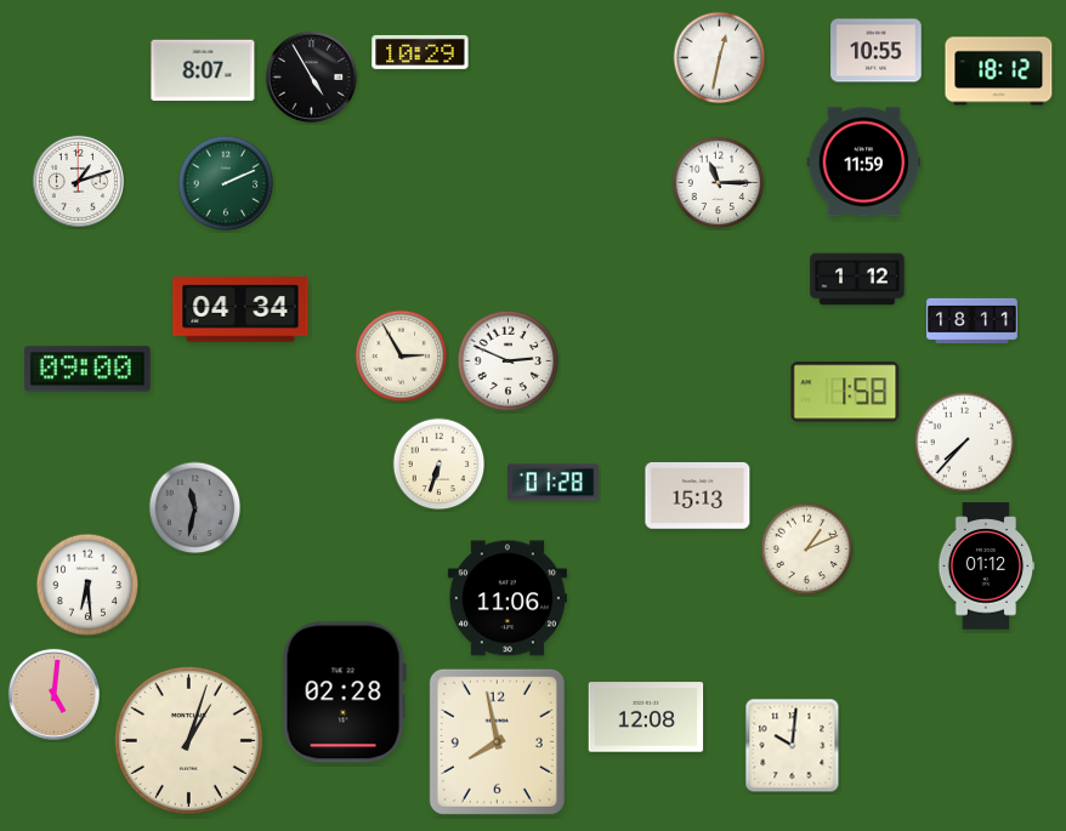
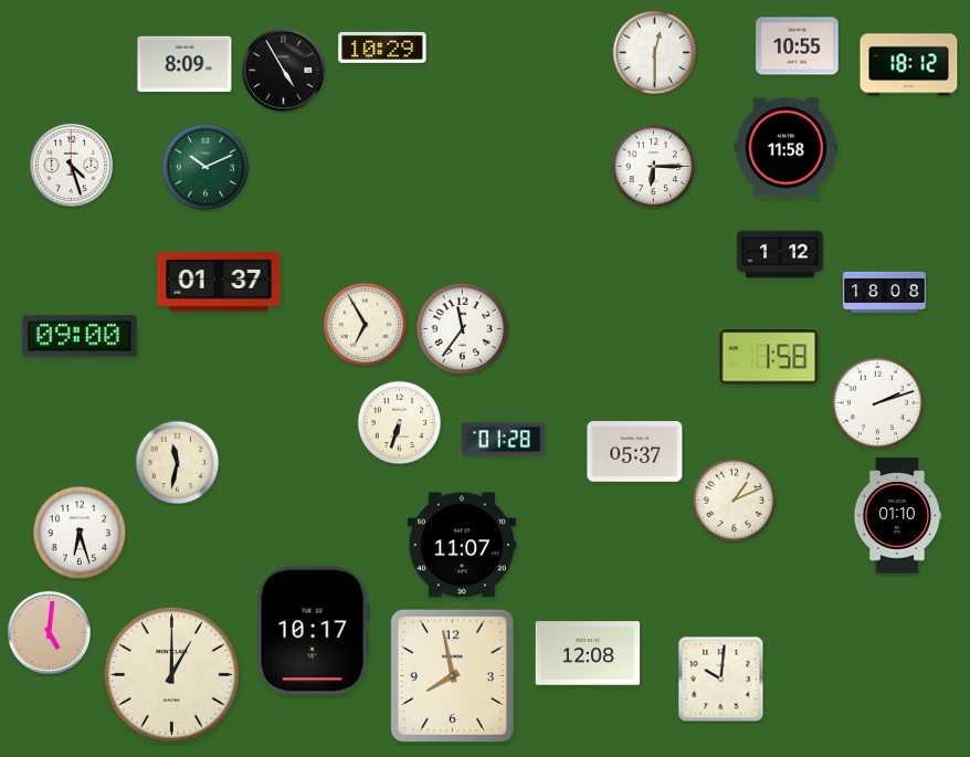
clock at (720, 58): 12:32 -> 12:30
clock at (203, 70): 8:07 -> 8:09
clock at (864, 163): 11:59 -> 11:58
clock at (78, 181): 1:12 -> 4:27
clock at (226, 183): 2:11 -> 10:11
clock at (719, 183): 11:15 -> 6:15
clock at (240, 309): 04:34 -> 01:37
clock at (973, 320): 18:11 -> 18:08
clock at (402, 357): 2:55 -> 6:55
clock at (509, 362): 2:49 -> 11:36
clock at (965, 443): 7:37 -> 2:12
clock at (698, 496): 15:13 -> 05:37
clock at (195, 508) dial: grey -> cream
clock at (986, 567): 01:12 -> 01:10
clock at (87, 585): 6:29 -> 6:27
clock at (508, 598): 11:06 -> 11:07
clock at (344, 693): 02:28 -> 10:17
clock at (188, 740): 1:03 -> 1:00
